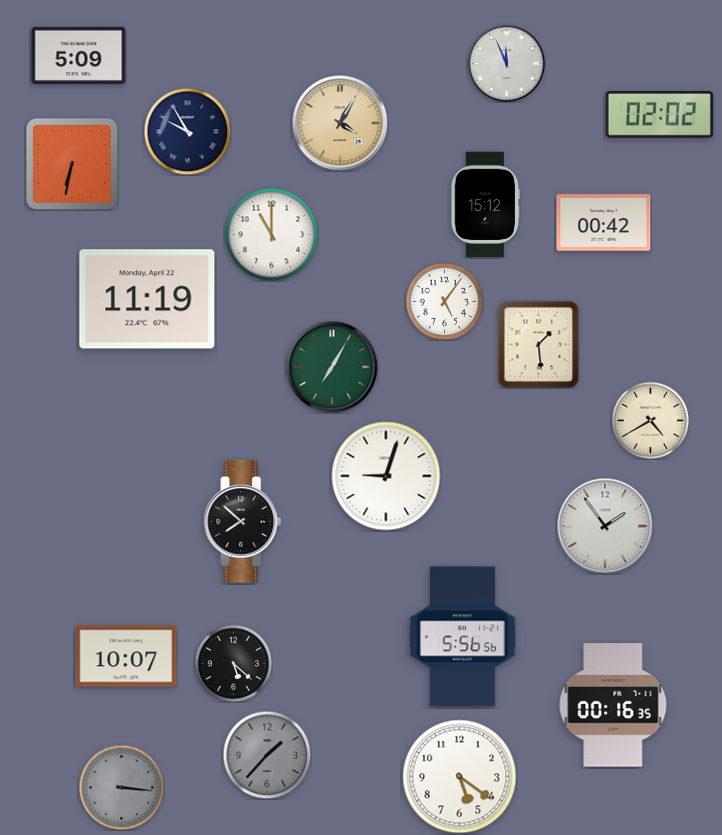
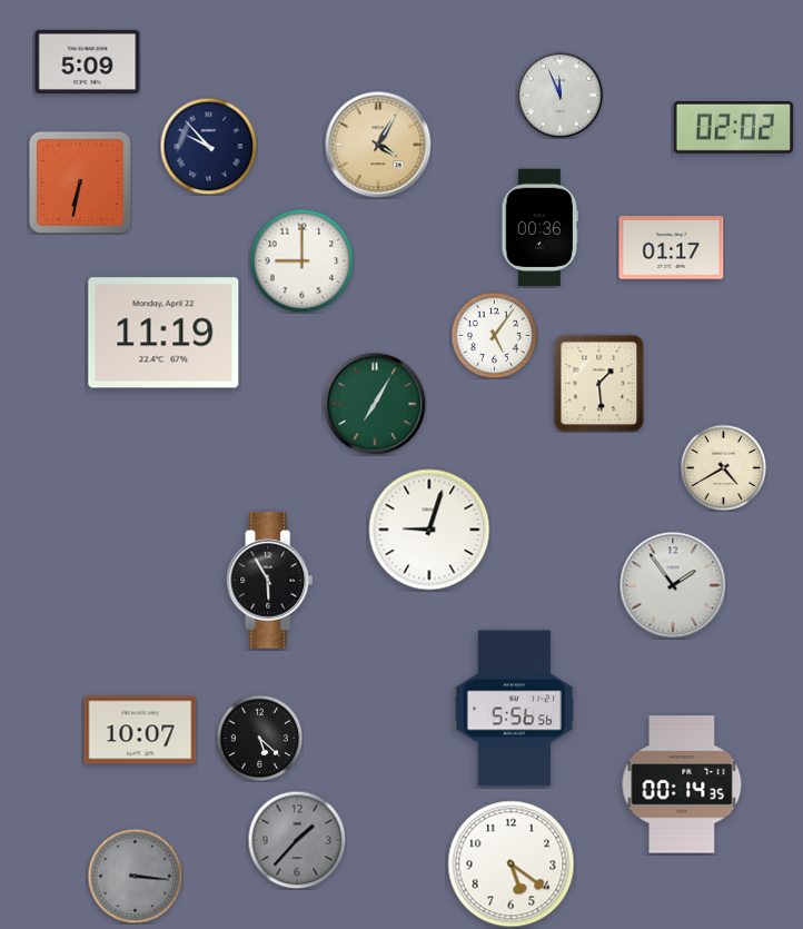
clock at (506, 63) position: (506, 63) -> (559, 95)
clock at (340, 123) position: (340, 123) -> (378, 145)
clock at (187, 131): 9:55 -> 9:53
clock at (485, 205): 15:12 -> 00:36
clock at (604, 223): 00:42 -> 01:17
clock at (271, 234): 11:00 -> 9:00
clock at (332, 367) position: (332, 367) -> (375, 404)
clock at (243, 522): 7:52 -> 5:55
clock at (613, 705): 00:16 -> 00:14
